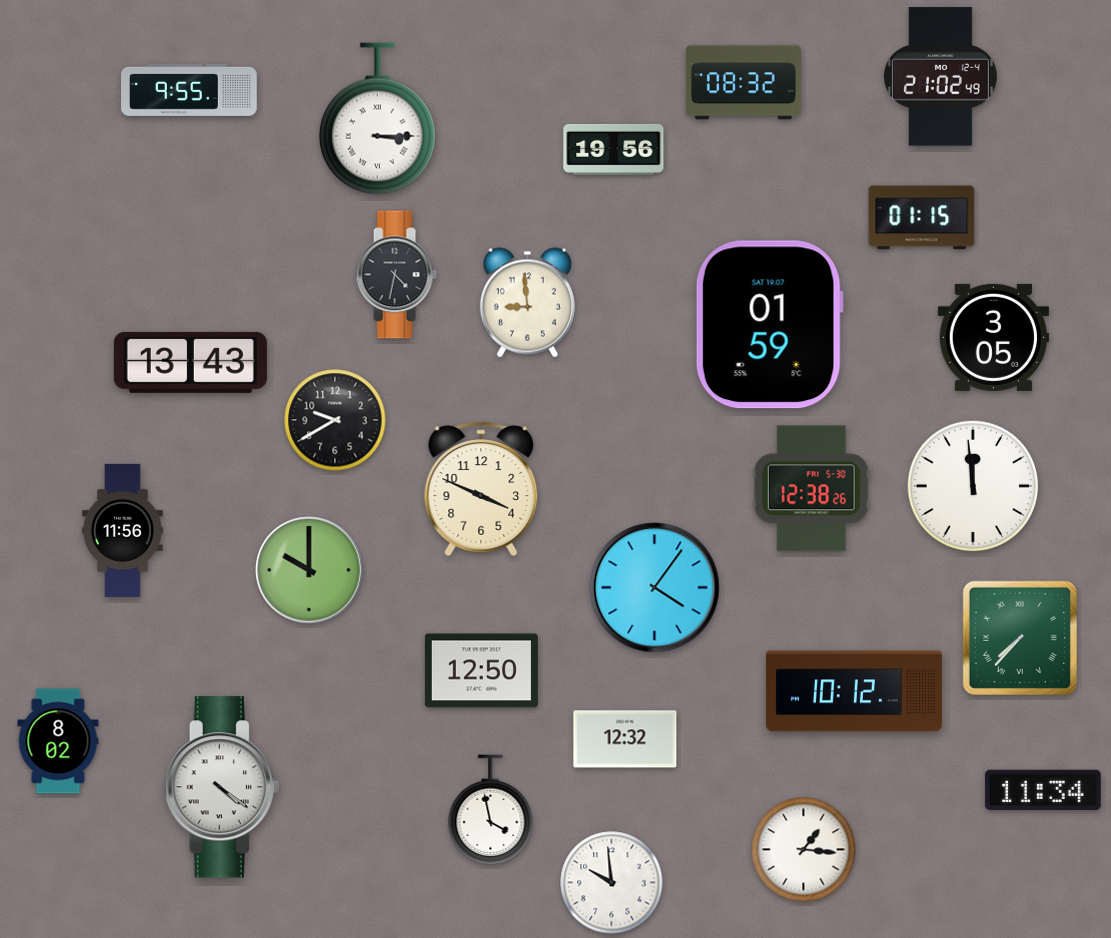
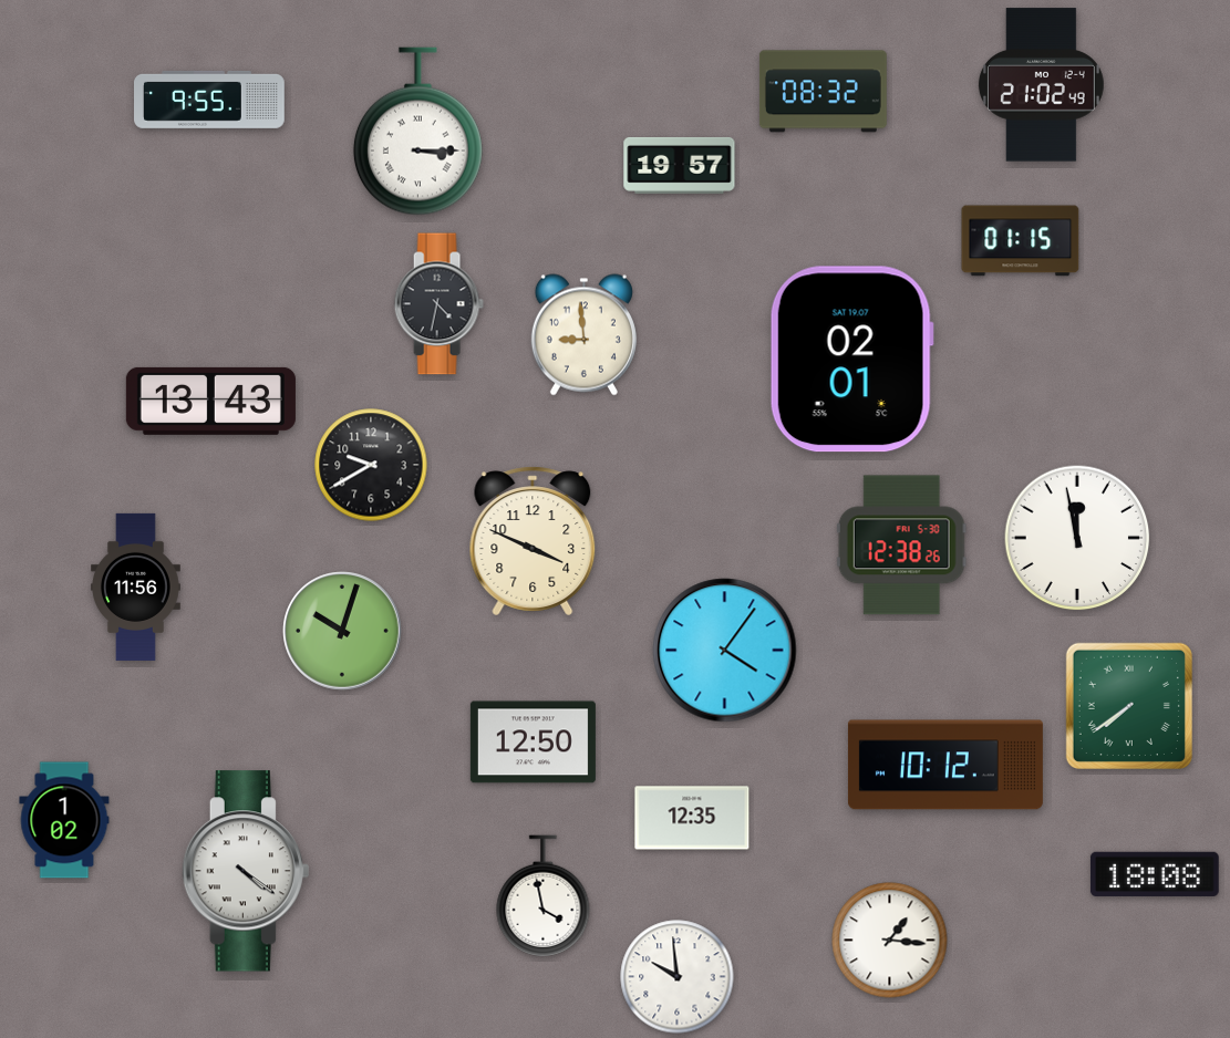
clock at (614, 149): 19:56 -> 19:57
clock at (769, 325): 01:59 -> 02:01
clock at (993, 337): 3:05 -> none
clock at (973, 486): 11:59 -> 11:58
clock at (811, 489) position: (811, 489) -> (901, 546)
clock at (309, 570): 10:00 -> 10:03
clock at (1020, 638): 7:37 -> 7:39
clock at (625, 739): 12:32 -> 12:35
clock at (58, 741): 8:02 -> 1:02
clock at (1043, 790): 11:34 -> 18:08
